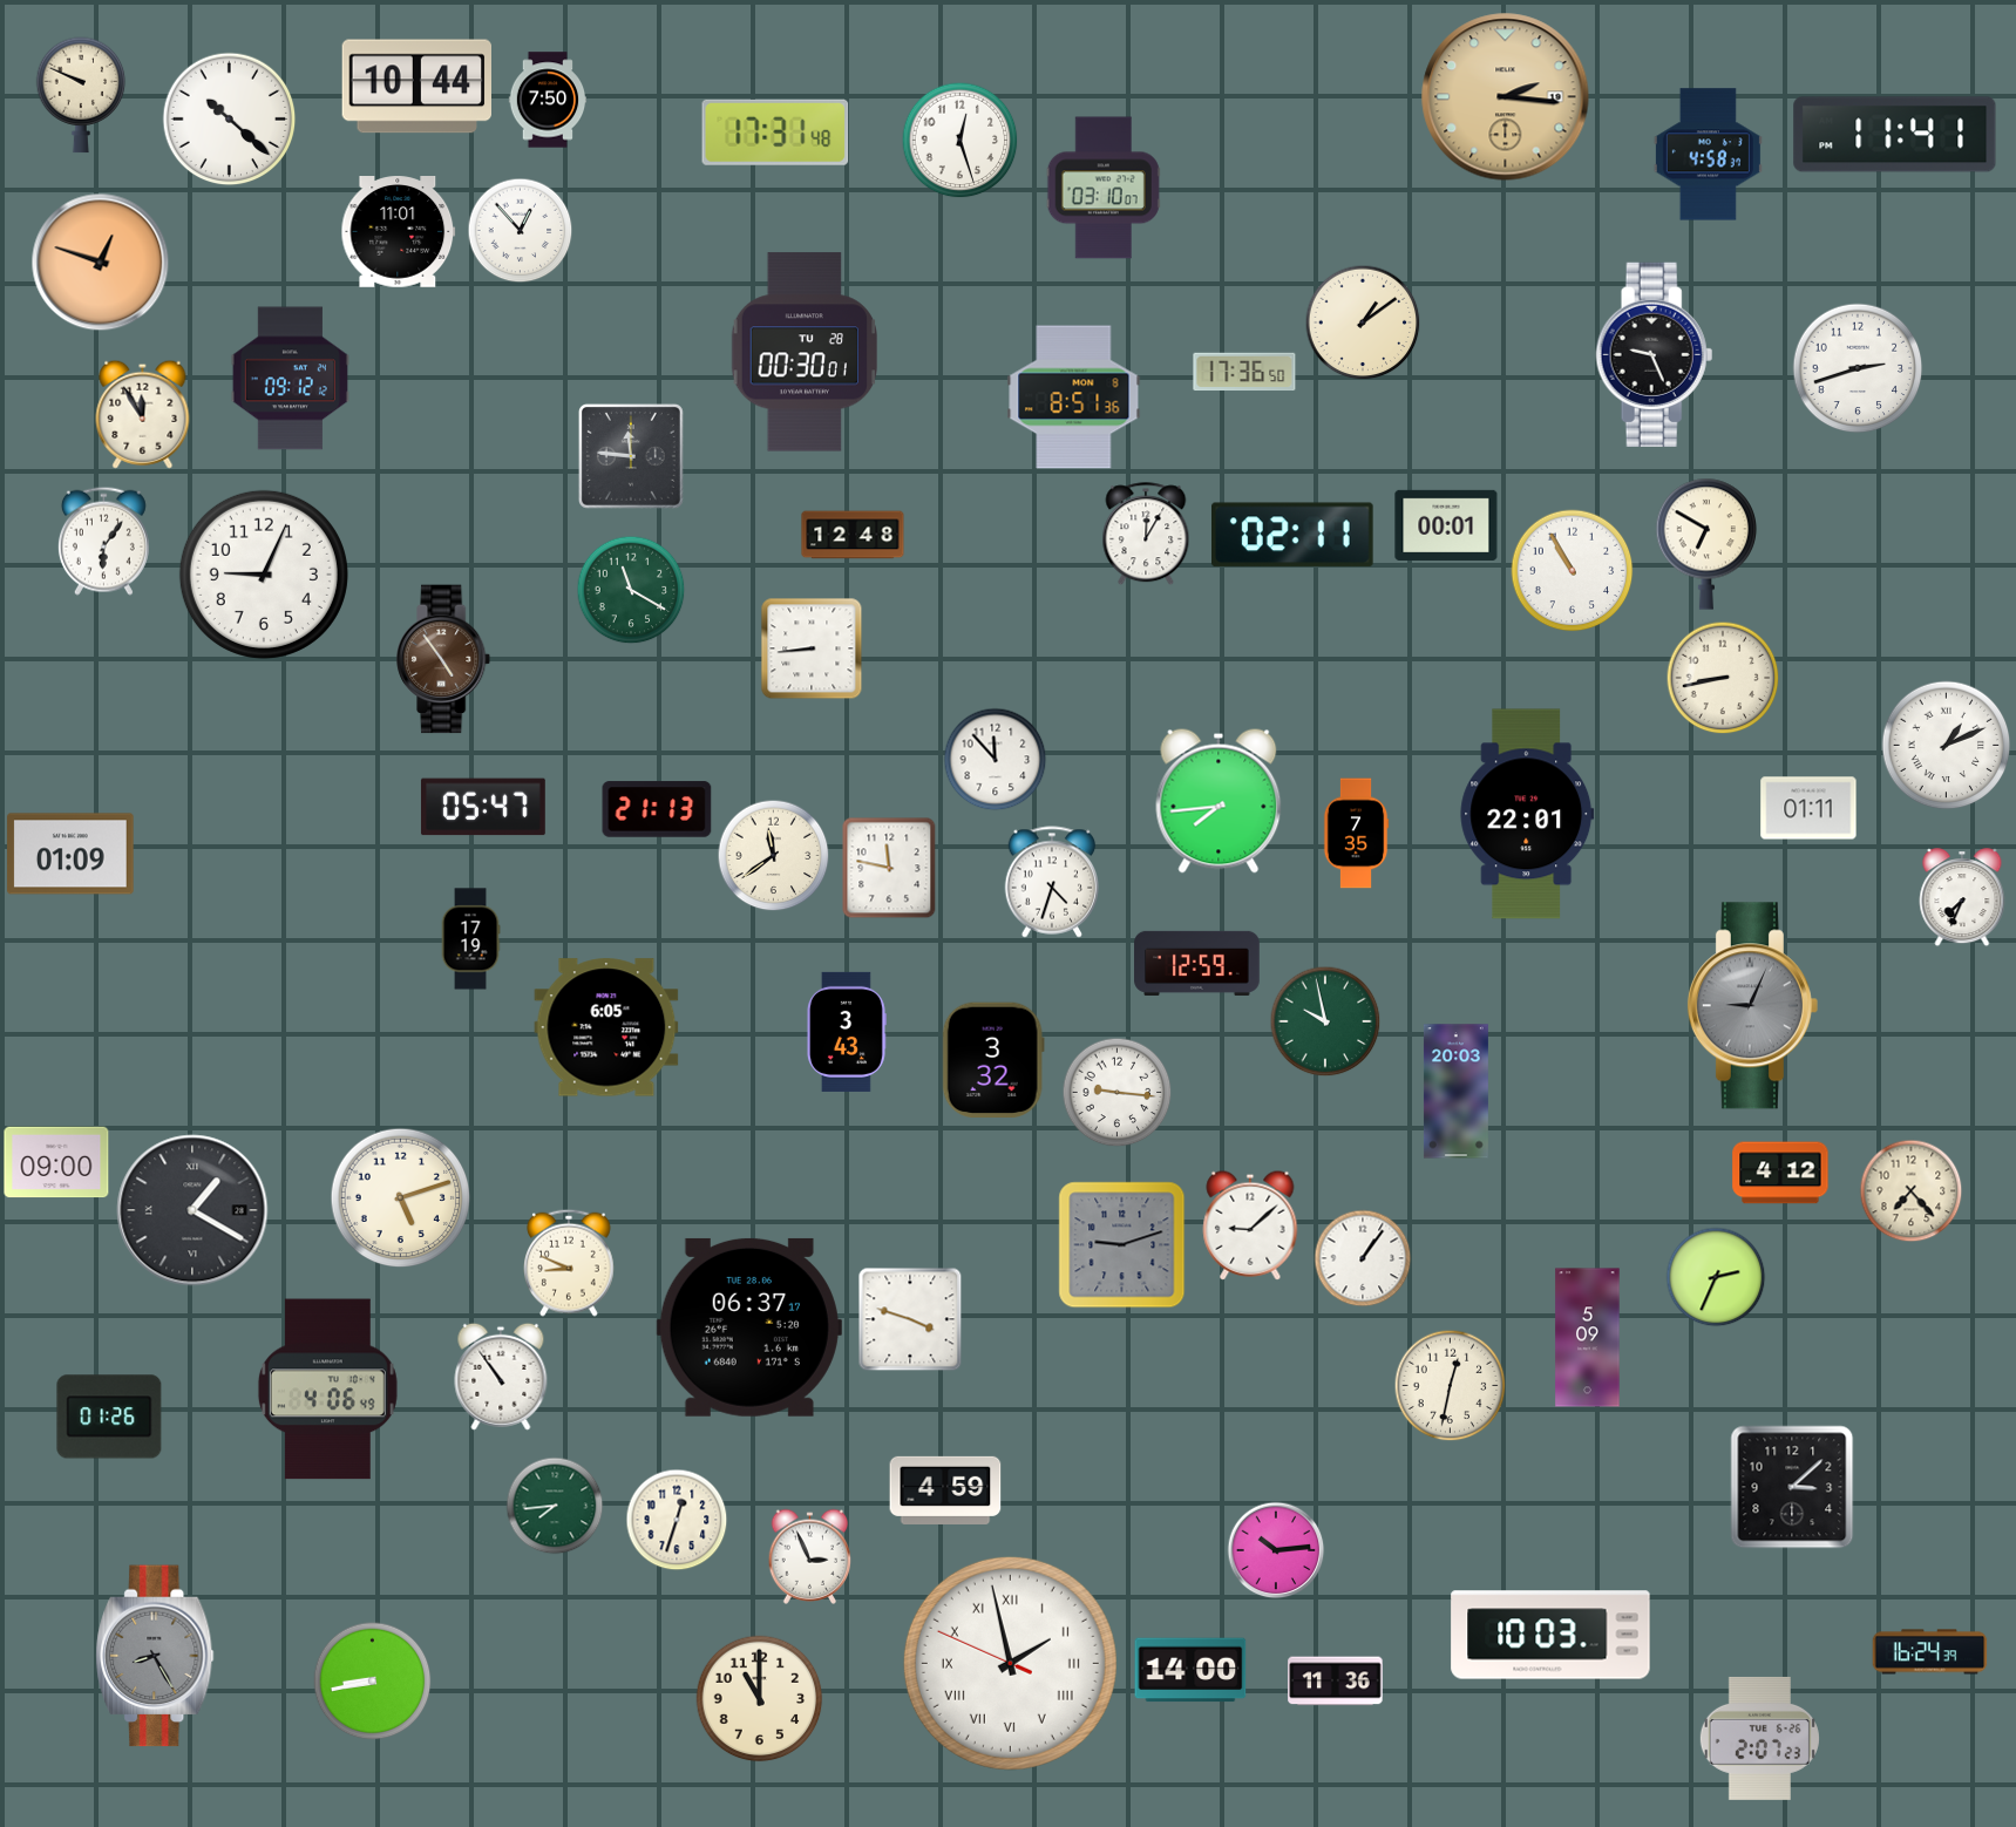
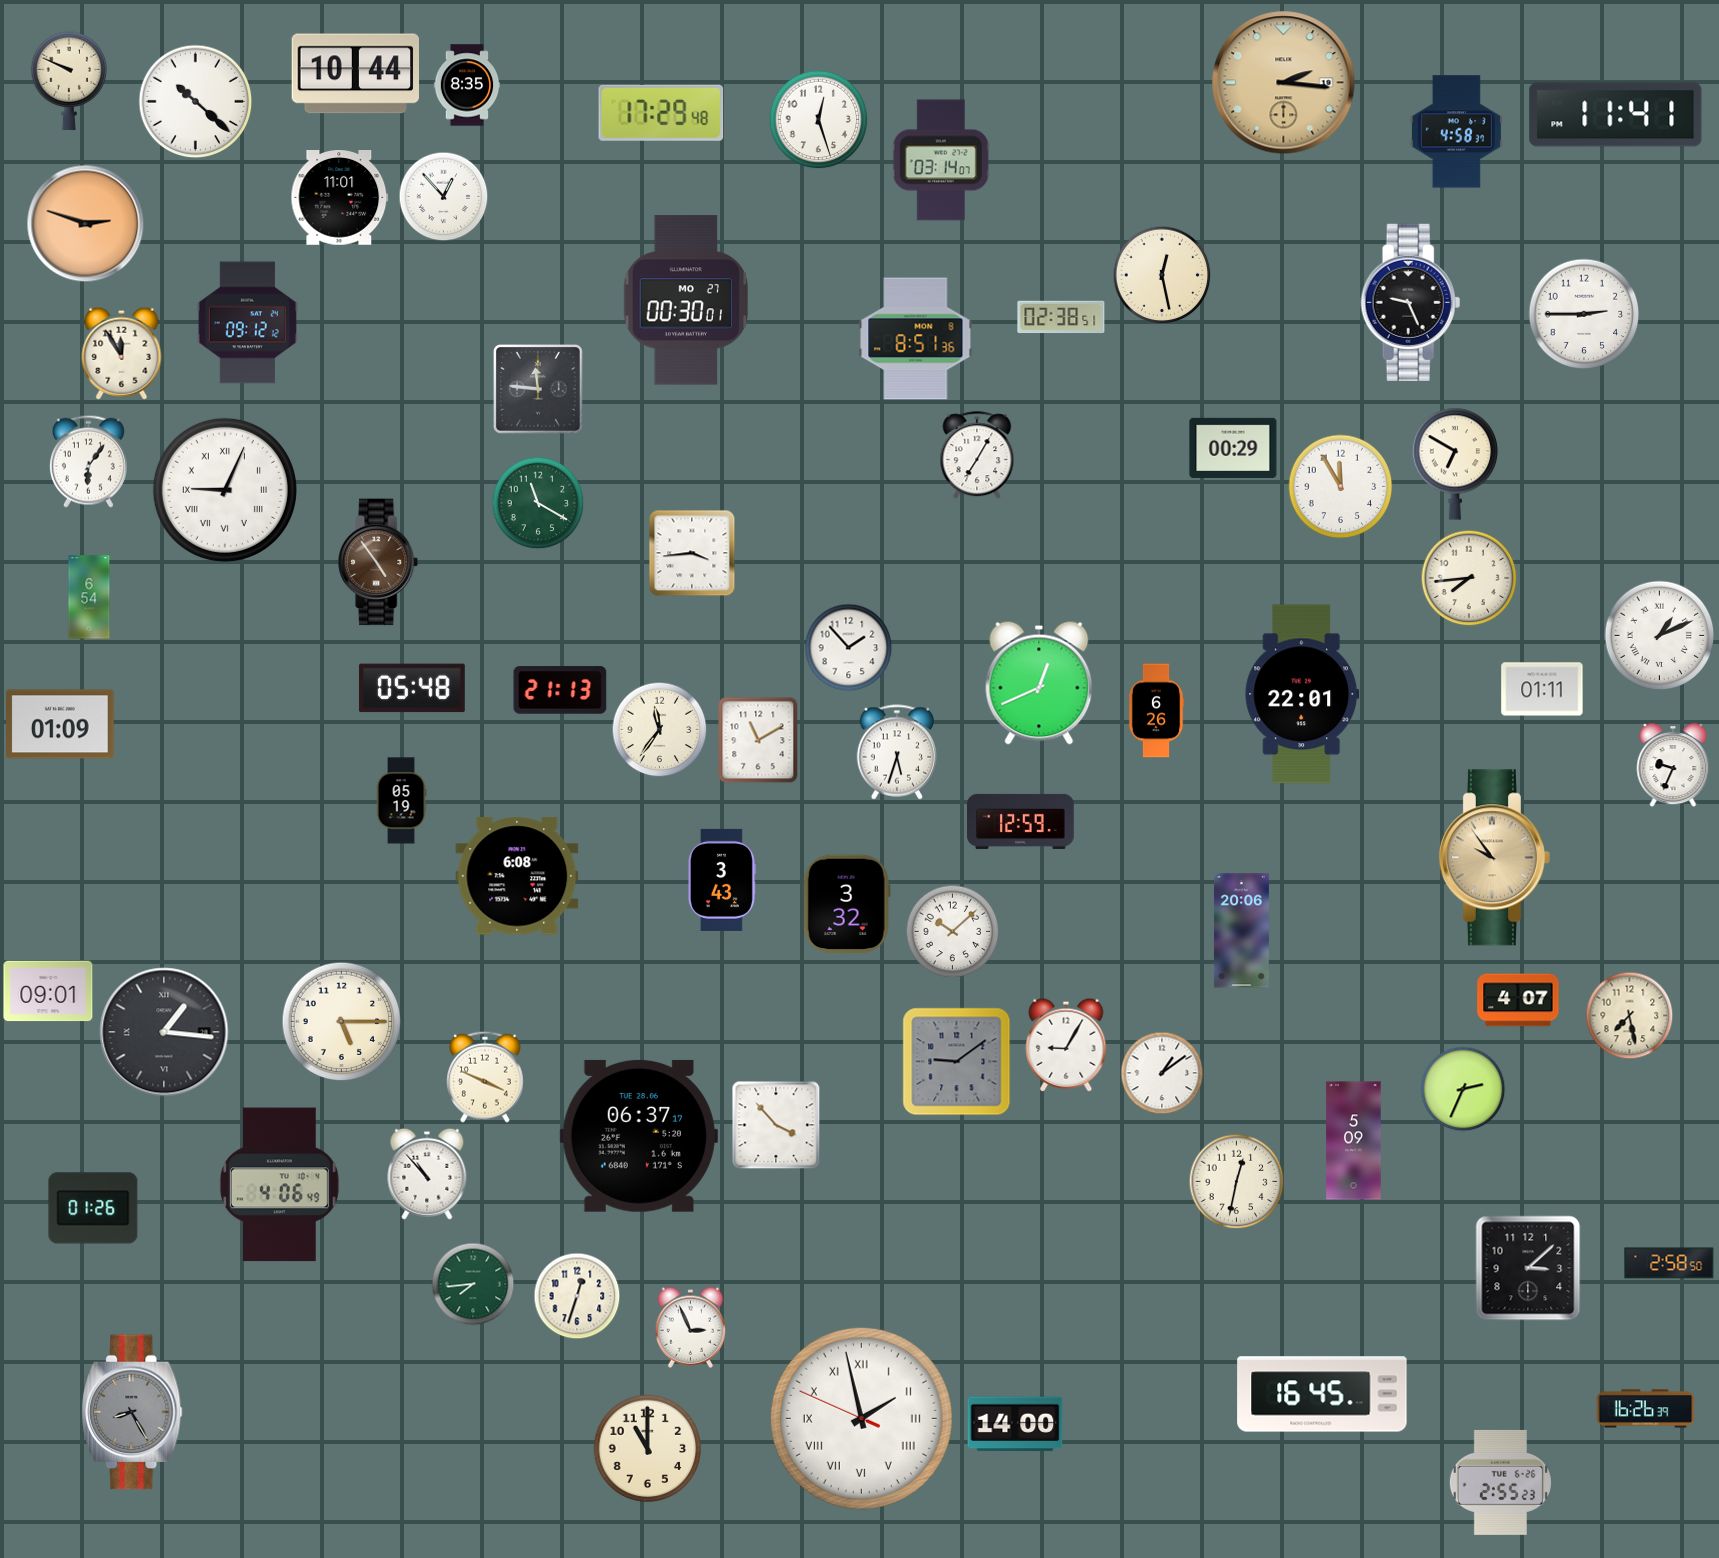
clock at (548, 100): 7:50 -> 8:35
clock at (775, 133): 17:31 -> 17:29
clock at (1104, 188): 03:10 -> 03:14
clock at (101, 263): 12:48 -> 2:48
clock at (1363, 322): 1:09 -> 12:28
clock at (805, 352) date: TU 28 -> MO 27
clock at (1858, 368): 2:42 -> 2:45
clock at (1244, 372): 17:36 -> 02:38
clock at (1446, 525): 00:01 -> 00:29
clock at (853, 535): 12:48 -> none
clock at (1146, 535): 12:05 -> 7:05
clock at (1292, 535): 02:11 -> none
clock at (1573, 571): 10:55 -> 11:55
clock at (264, 575) numerals: Arabic -> Roman
clock at (812, 648): 8:44 -> 3:44
clock at (1723, 678): 8:43 -> 7:44
clock at (89, 597): none -> 6:54
clock at (996, 760): 11:53 -> 1:53
clock at (1219, 801): 7:44 -> 12:41
clock at (483, 807): 05:47 -> 05:48
clock at (1356, 834): 7:35 -> 6:26
clock at (70, 854) position: (70, 854) -> (60, 724)
clock at (774, 856): 11:39 -> 11:36
clock at (889, 868): 11:47 -> 11:10
clock at (1052, 882): 4:33 -> 5:33
clock at (1962, 898): 7:34 -> 9:34
clock at (470, 939): 17:19 -> 05:19
clock at (1752, 1006): 9:04 -> 9:54
clock at (1752, 1006) dial: grey -> champagne
clock at (1325, 1021): 9:58 -> none
clock at (606, 1027): 6:05 -> 6:08
clock at (1455, 1092): 20:03 -> 20:06
clock at (1118, 1093): 9:16 -> 10:08
clock at (56, 1162): 09:00 -> 09:01
clock at (1780, 1173): 4:12 -> 4:07
clock at (1912, 1191): 7:23 -> 7:28
clock at (401, 1198): 5:12 -> 5:15
clock at (192, 1210): 1:20 -> 1:16
clock at (1250, 1225): 9:08 -> 9:05
clock at (1122, 1245): 9:12 -> 9:09
clock at (1363, 1258): 1:06 -> 1:09
clock at (570, 1263): 8:49 -> 3:49
clock at (910, 1319): 3:48 -> 3:53
clock at (749, 1327) position: (749, 1327) -> (639, 1136)
clock at (501, 1377): 10:54 -> 10:53
clock at (1669, 1263): none -> 2:58
clock at (945, 1490): 4:59 -> none
clock at (1276, 1550): 10:14 -> none
clock at (1550, 1635): 10:03 -> 16:45
clock at (1930, 1652): 16:24 -> 16:26
clock at (373, 1682): 8:43 -> none
clock at (1336, 1682): 11:36 -> none
clock at (1759, 1738): 2:07 -> 2:55
